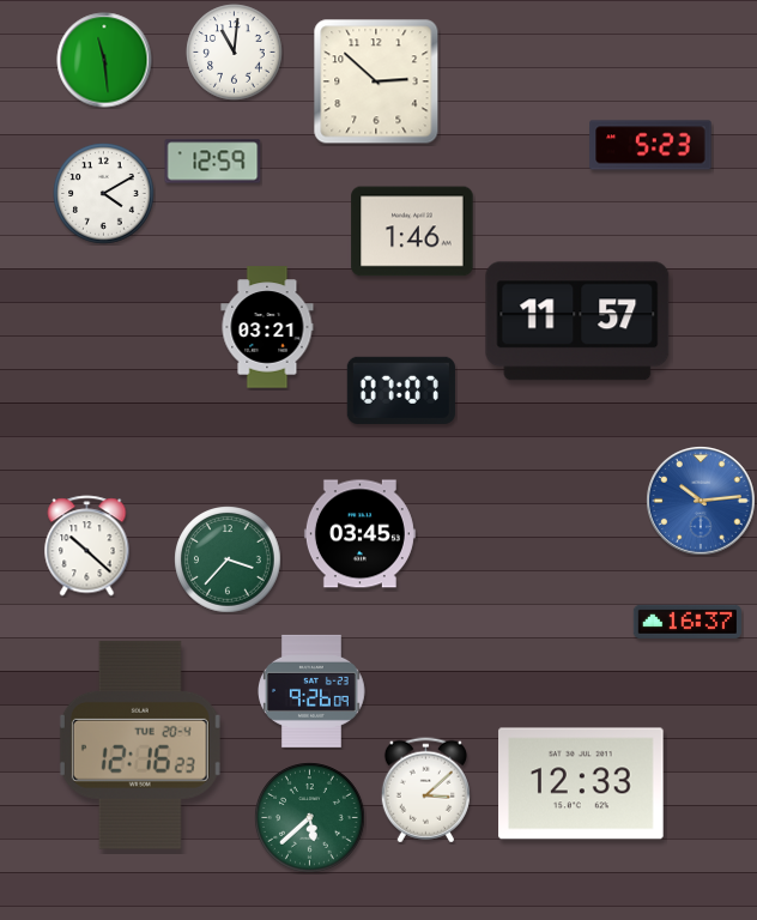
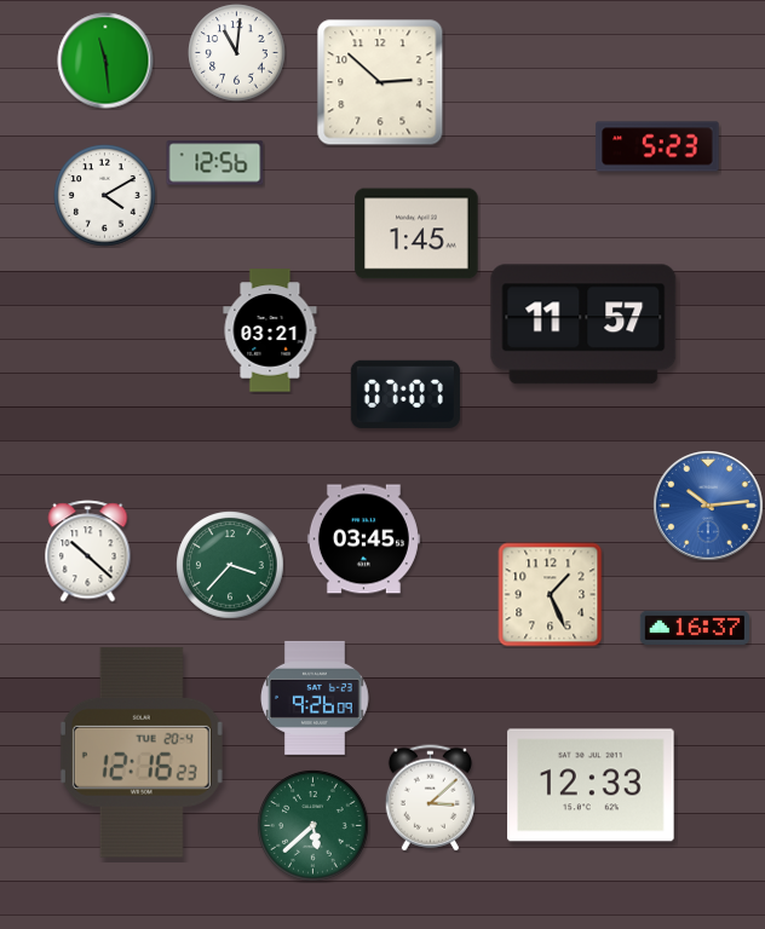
clock at (213, 162): 12:59 -> 12:56
clock at (412, 231): 1:46 -> 1:45
clock at (551, 595): none -> 1:26
clock at (581, 783) position: (581, 783) -> (591, 785)
